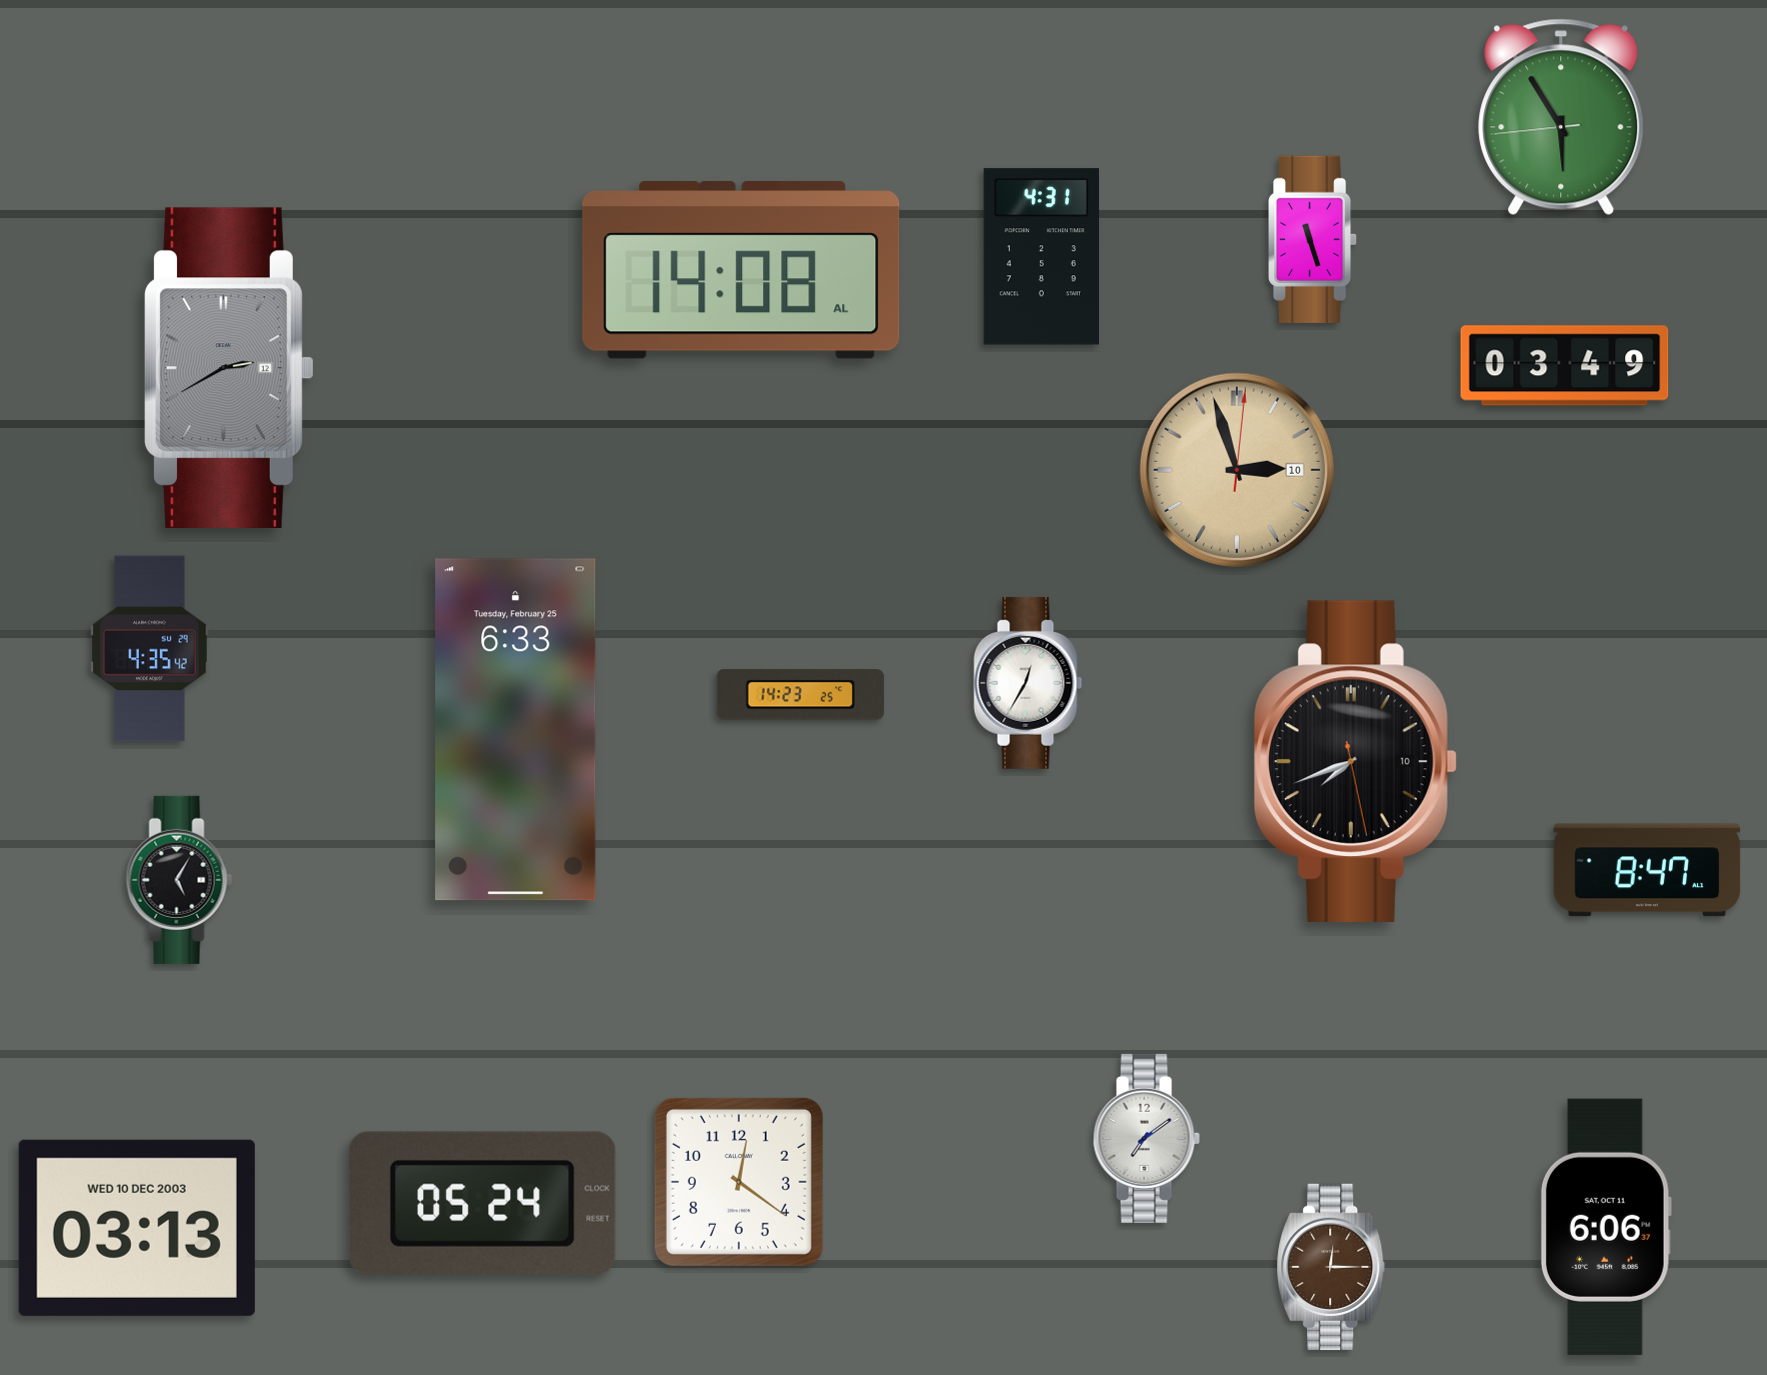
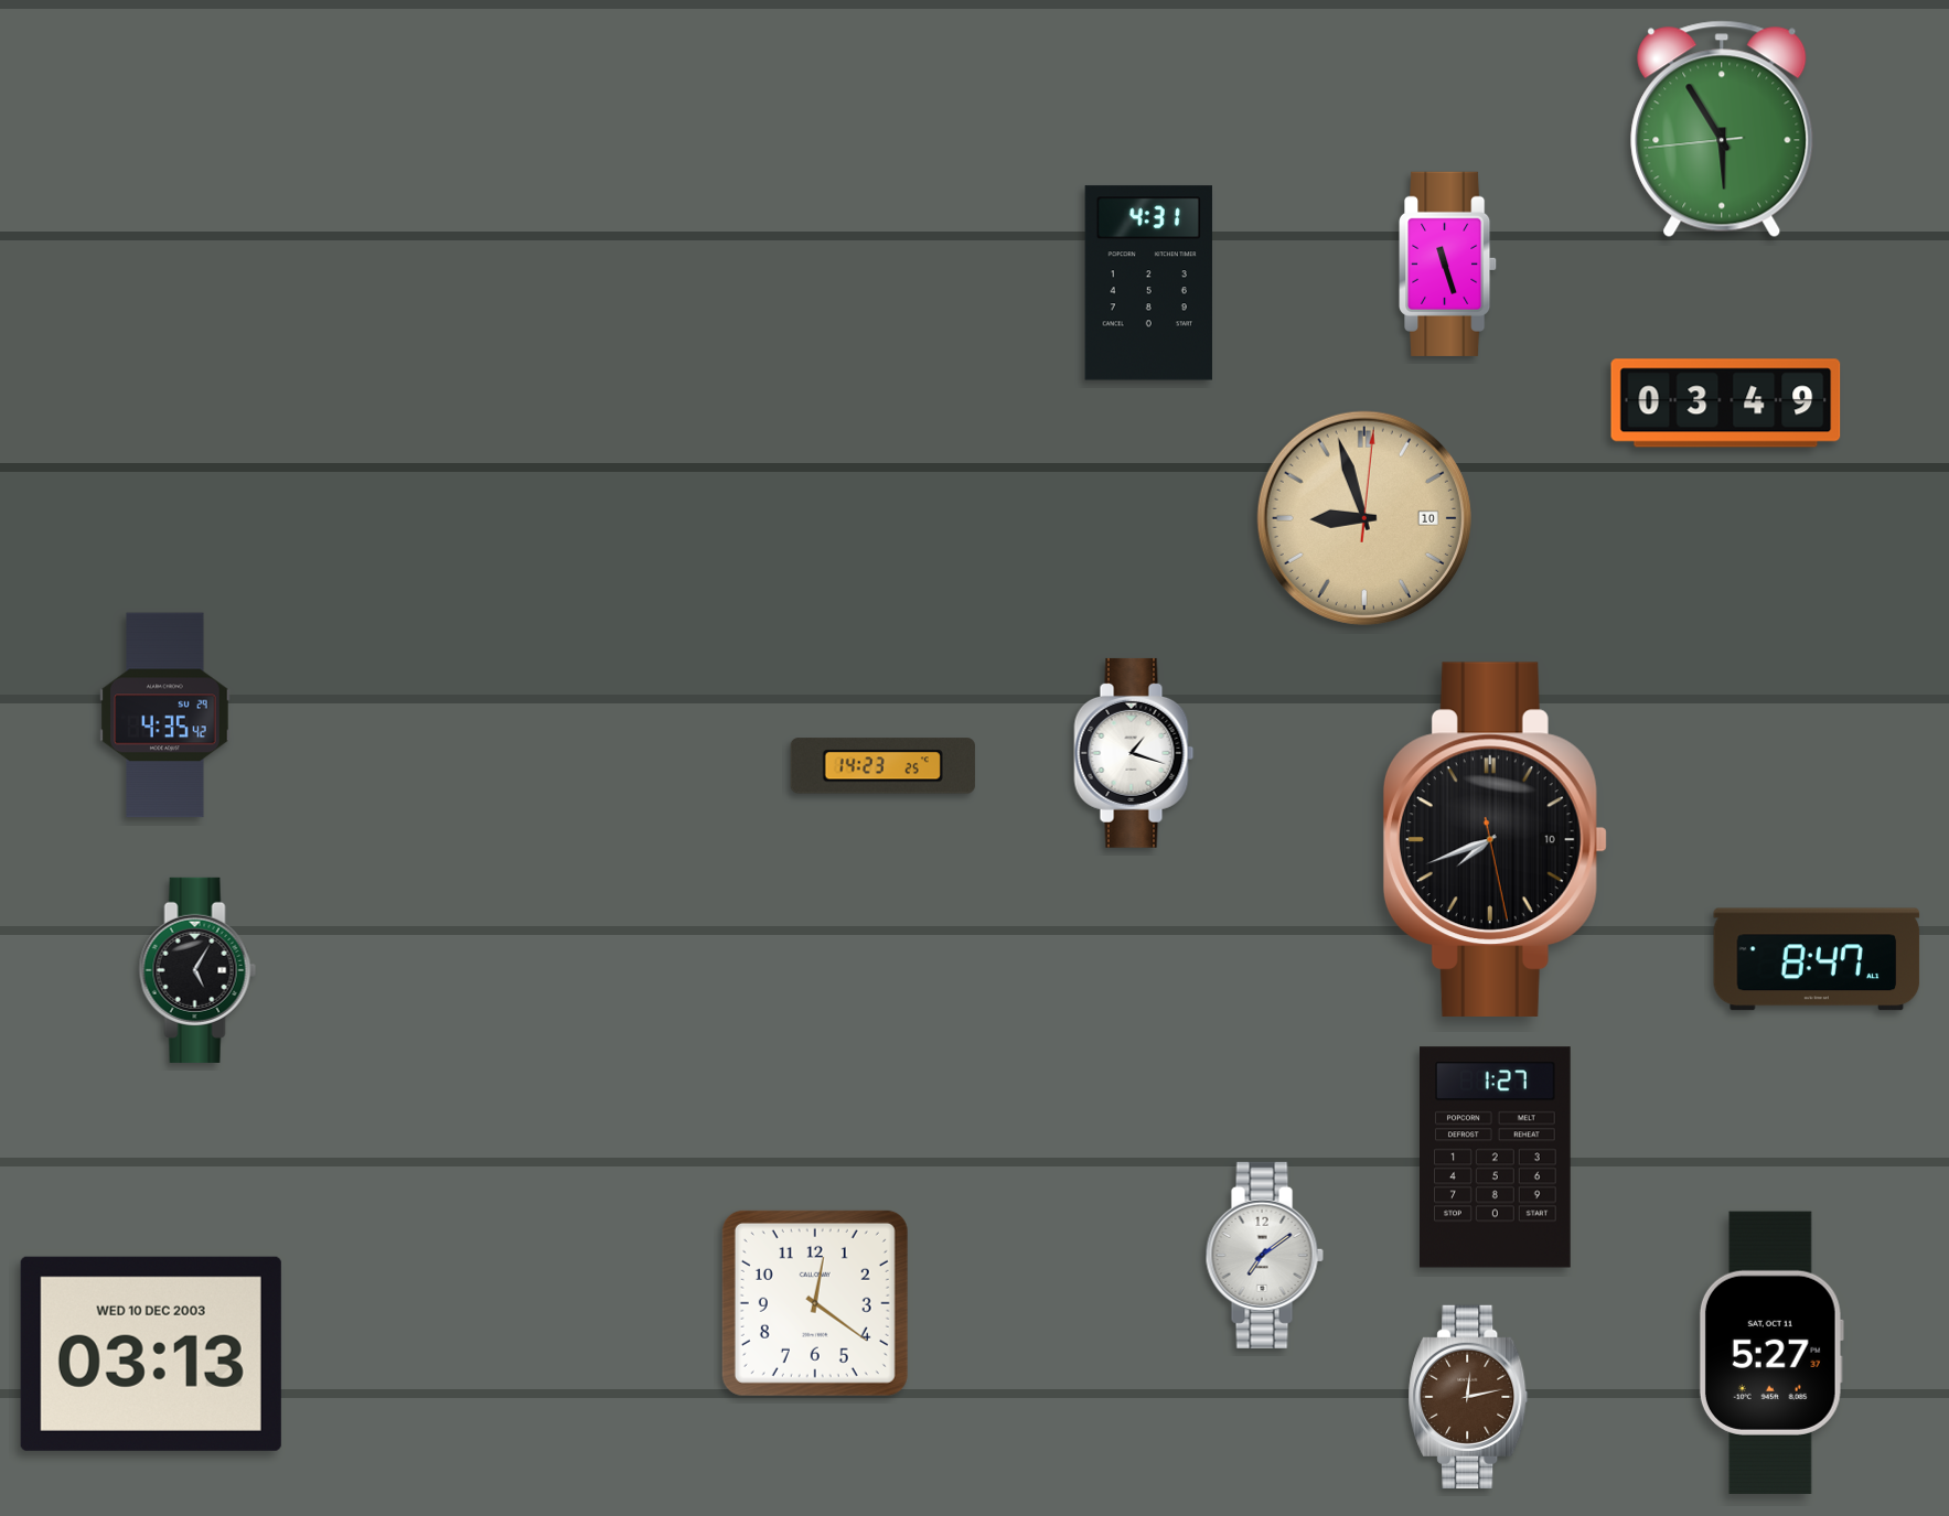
clock at (741, 270): 14:08 -> none
clock at (229, 367): 2:40 -> none
clock at (1237, 470): 2:57 -> 8:57
clock at (1028, 683): 12:35 -> 1:18
clock at (516, 730): 6:33 -> none
clock at (1496, 1158): none -> 1:27
clock at (482, 1203): 05:24 -> none
clock at (1606, 1227): 6:06 -> 5:27
clock at (1331, 1267): 12:15 -> 12:13
